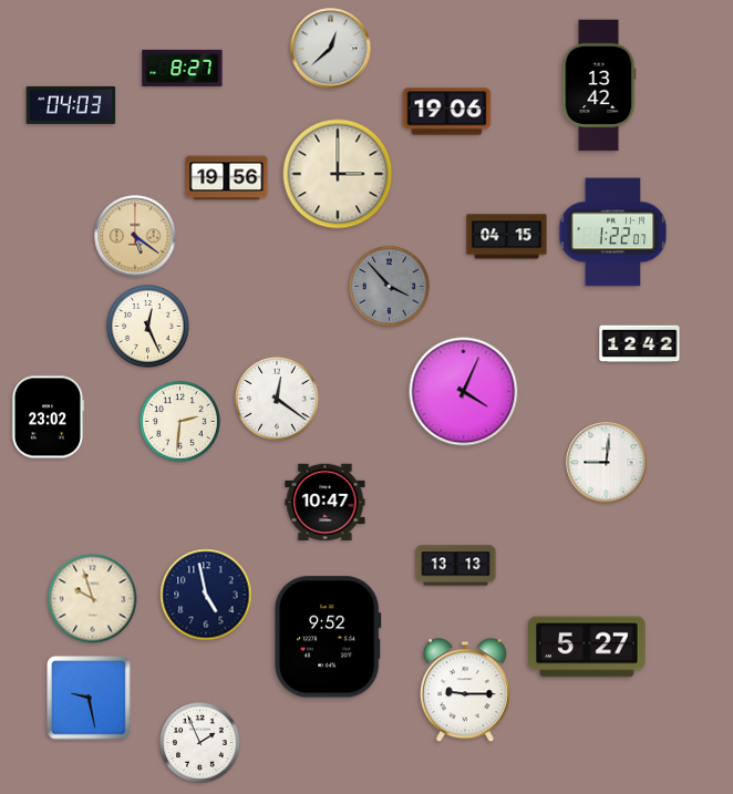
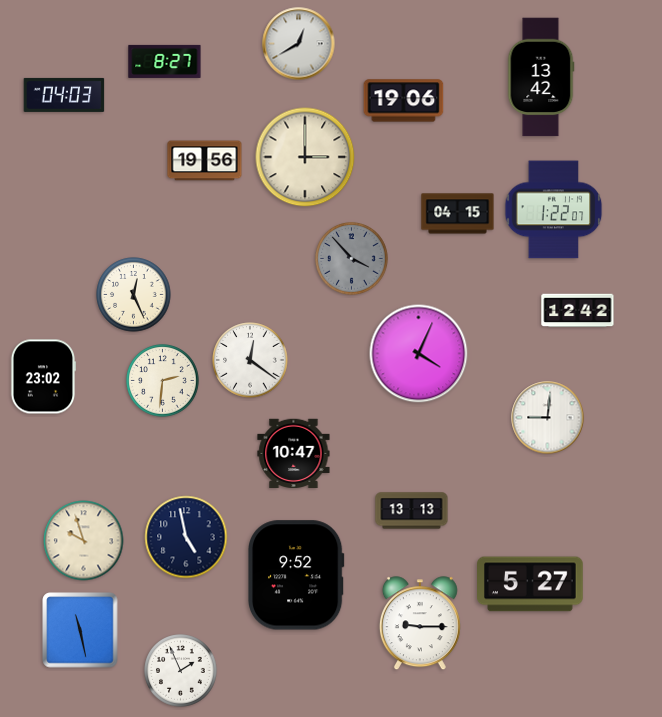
clock at (331, 49): 12:38 -> 12:40
clock at (135, 236): 5:21 -> none
clock at (89, 698): 9:28 -> 11:28
